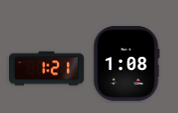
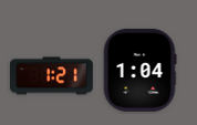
clock at (126, 64): 1:08 -> 1:04
